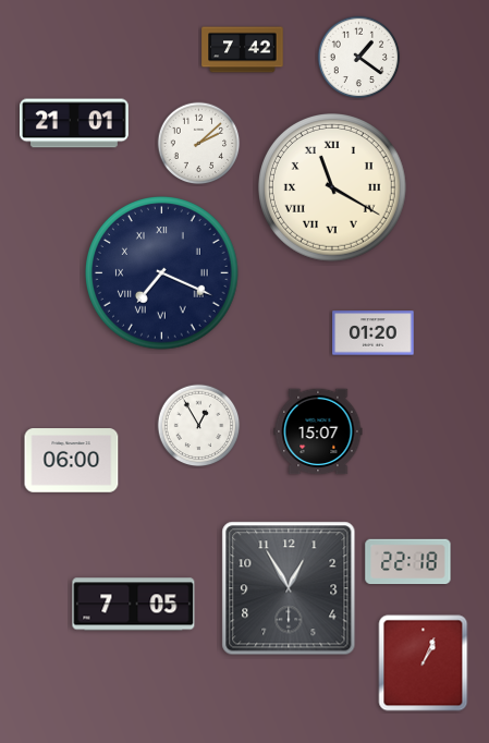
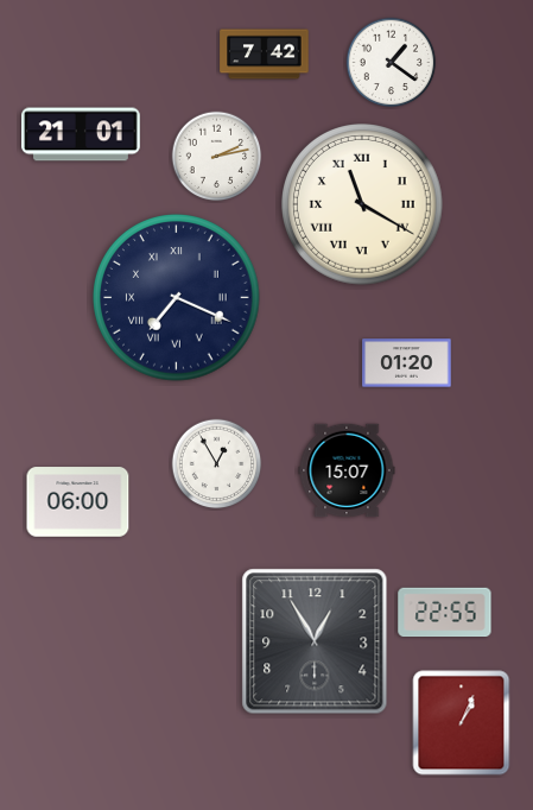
clock at (199, 144): 2:08 -> 2:13
clock at (408, 562): 22:18 -> 22:55
clock at (134, 605): 7:05 -> none
